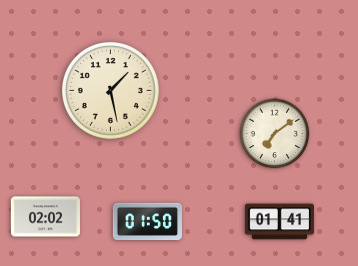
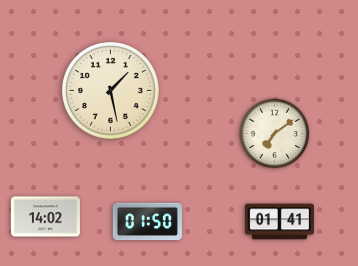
clock at (45, 217): 02:02 -> 14:02
